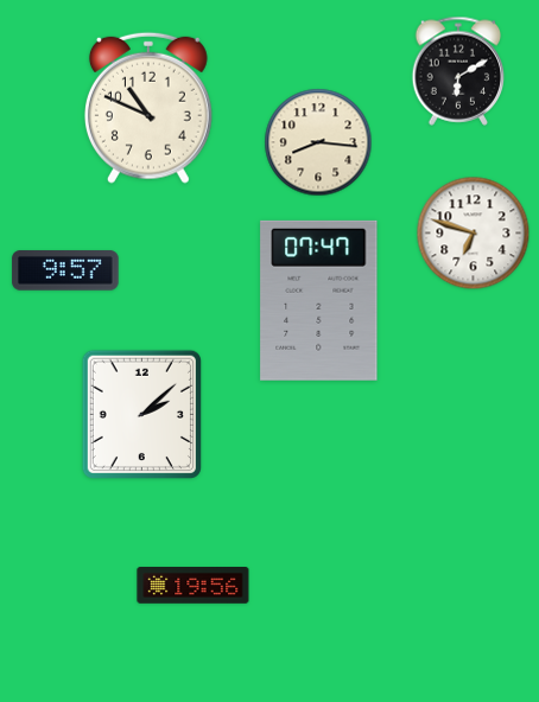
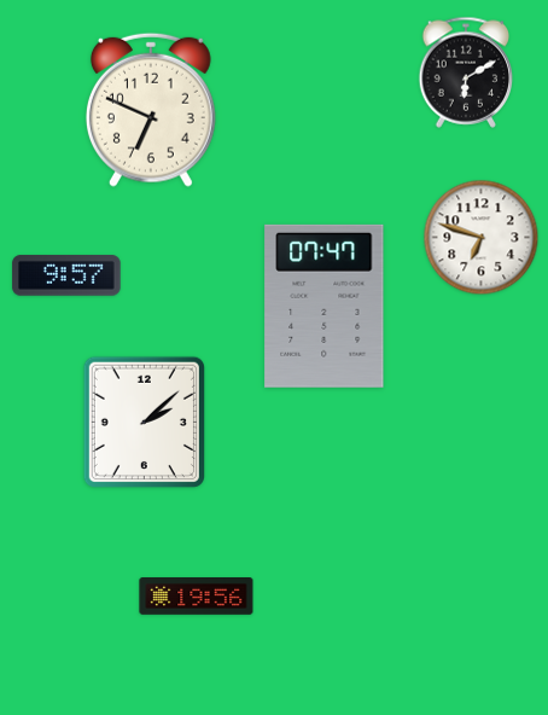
clock at (148, 108): 10:49 -> 6:49
clock at (318, 142): 8:16 -> none
